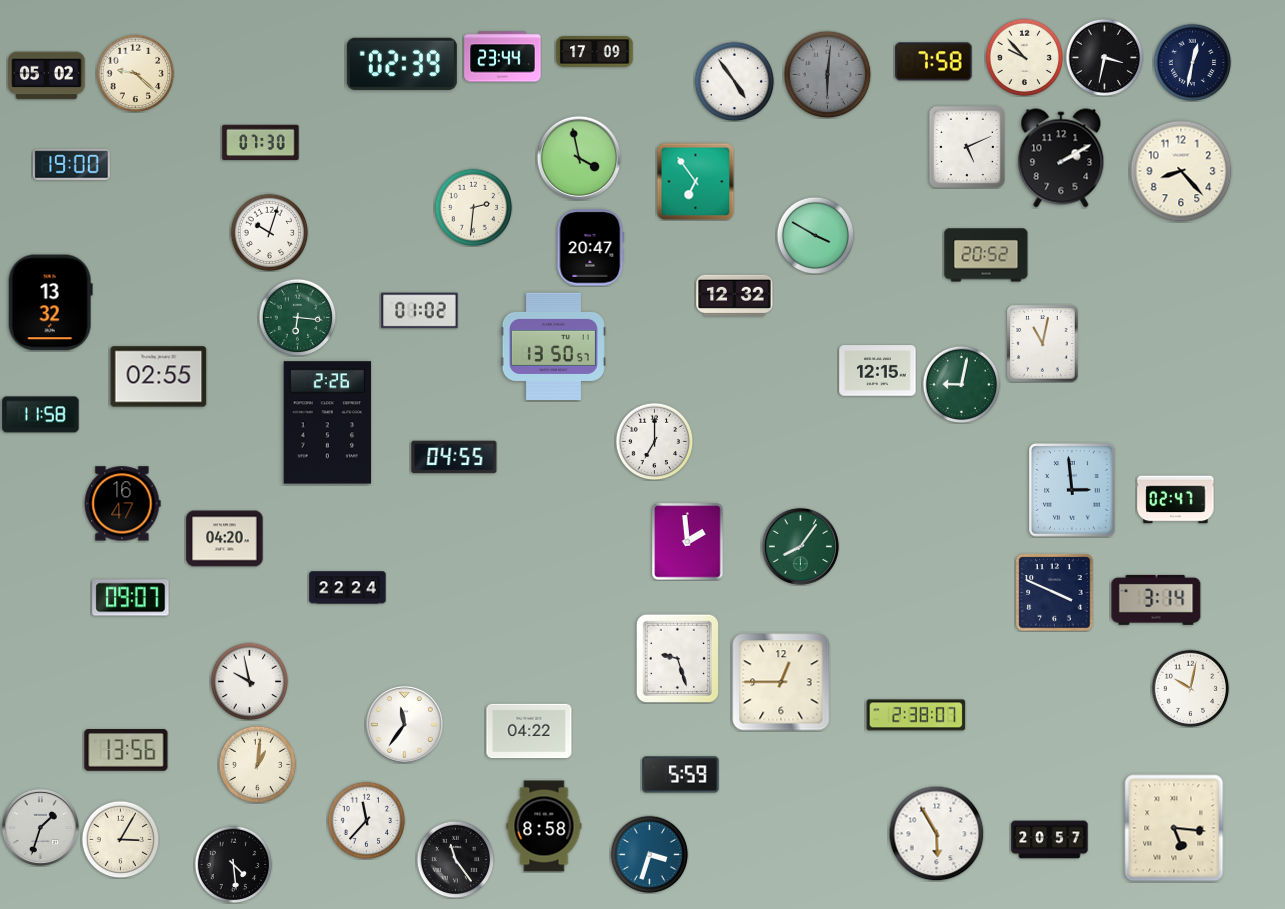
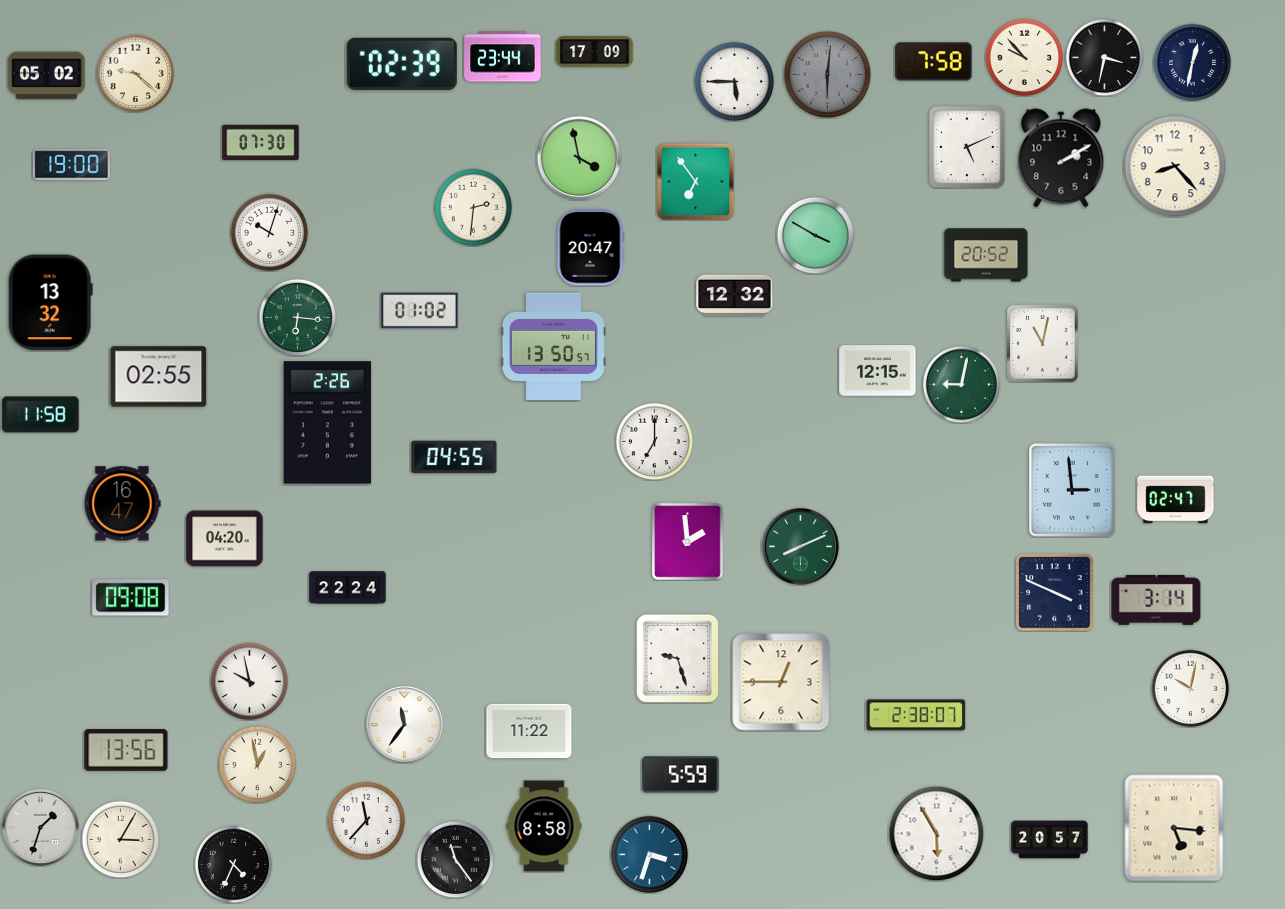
clock at (734, 81): 4:54 -> 5:45
clock at (1181, 171) position: (1181, 171) -> (1175, 166)
clock at (800, 546): 8:06 -> 8:11
clock at (131, 598): 09:07 -> 09:08
clock at (529, 731): 04:22 -> 11:22
clock at (257, 764): 1:01 -> 12:58
clock at (233, 864): 4:29 -> 4:34
